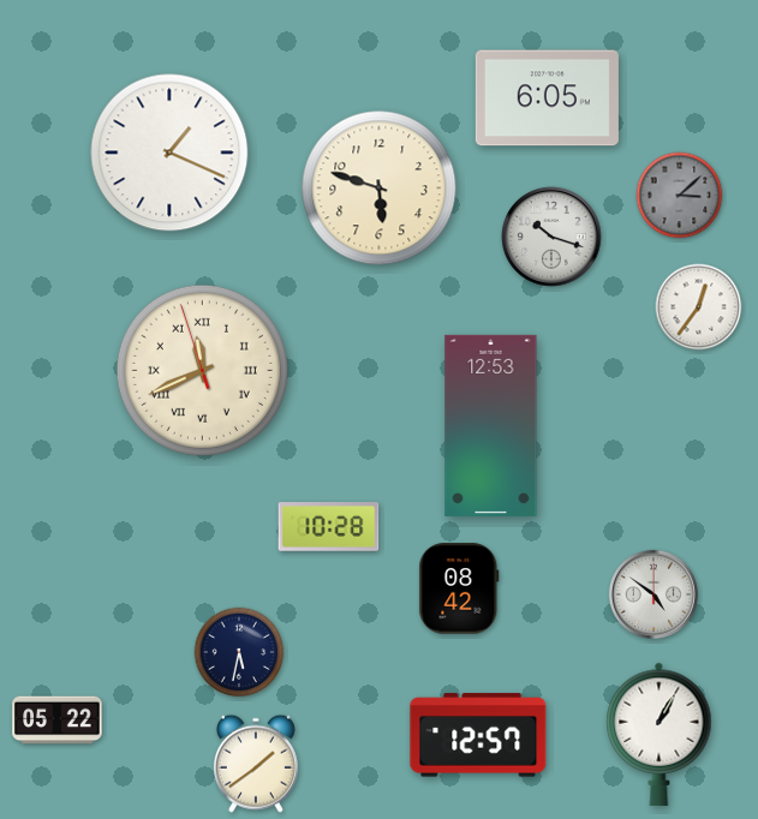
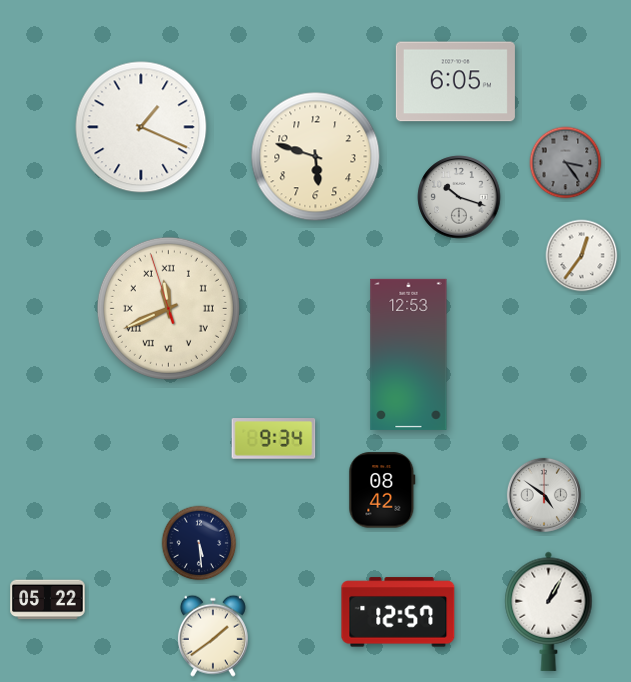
clock at (680, 196): 3:08 -> 3:24
clock at (329, 527): 10:28 -> 9:34
clock at (239, 652): 5:32 -> 5:29
